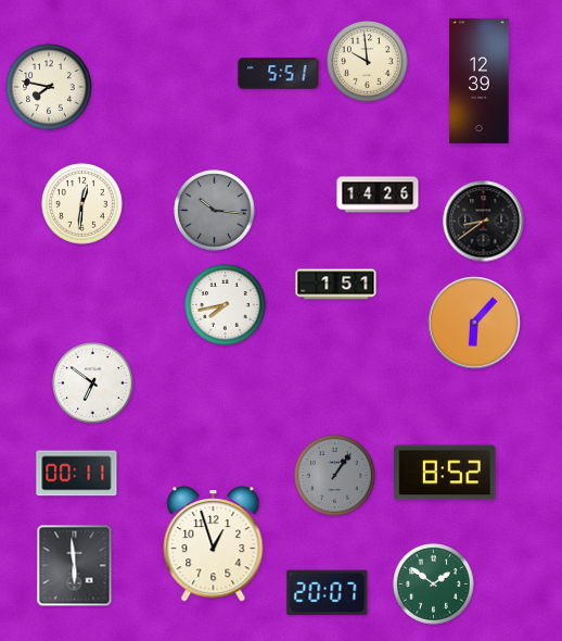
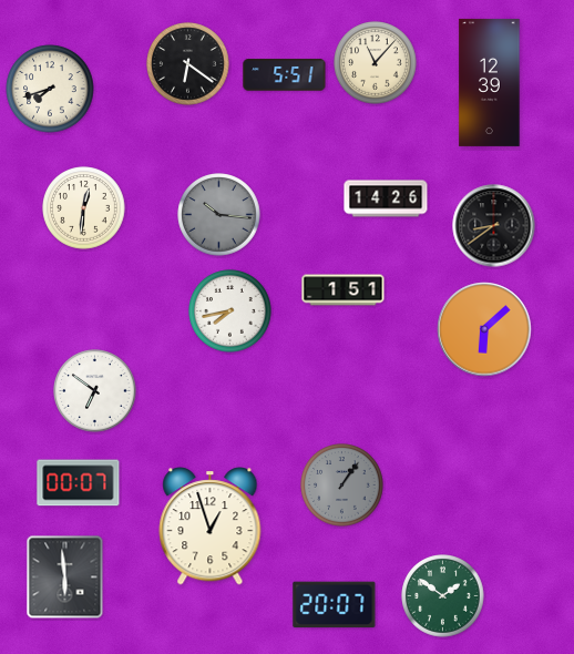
clock at (368, 62): 9:59 -> 11:07
clock at (188, 64): none -> 6:21
clock at (49, 87): 7:47 -> 7:42
clock at (474, 323): 6:07 -> 6:08
clock at (445, 473): 8:52 -> none
clock at (77, 474): 00:11 -> 00:07
clock at (214, 544) position: (214, 544) -> (211, 527)
clock at (75, 566) position: (75, 566) -> (65, 578)
